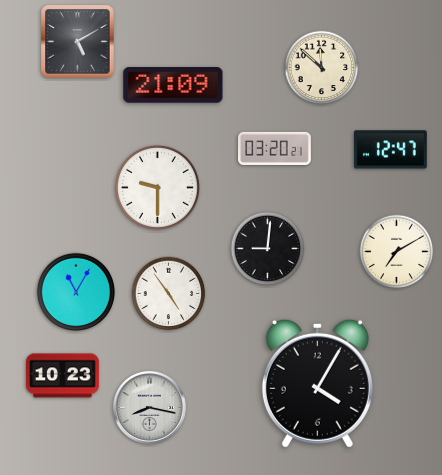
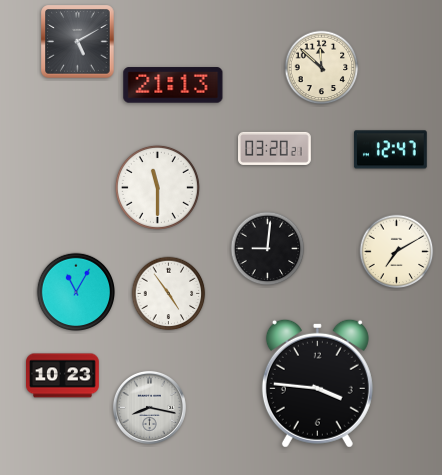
clock at (173, 85): 21:09 -> 21:13
clock at (157, 187): 9:30 -> 11:30
clock at (317, 383): 4:05 -> 3:46
